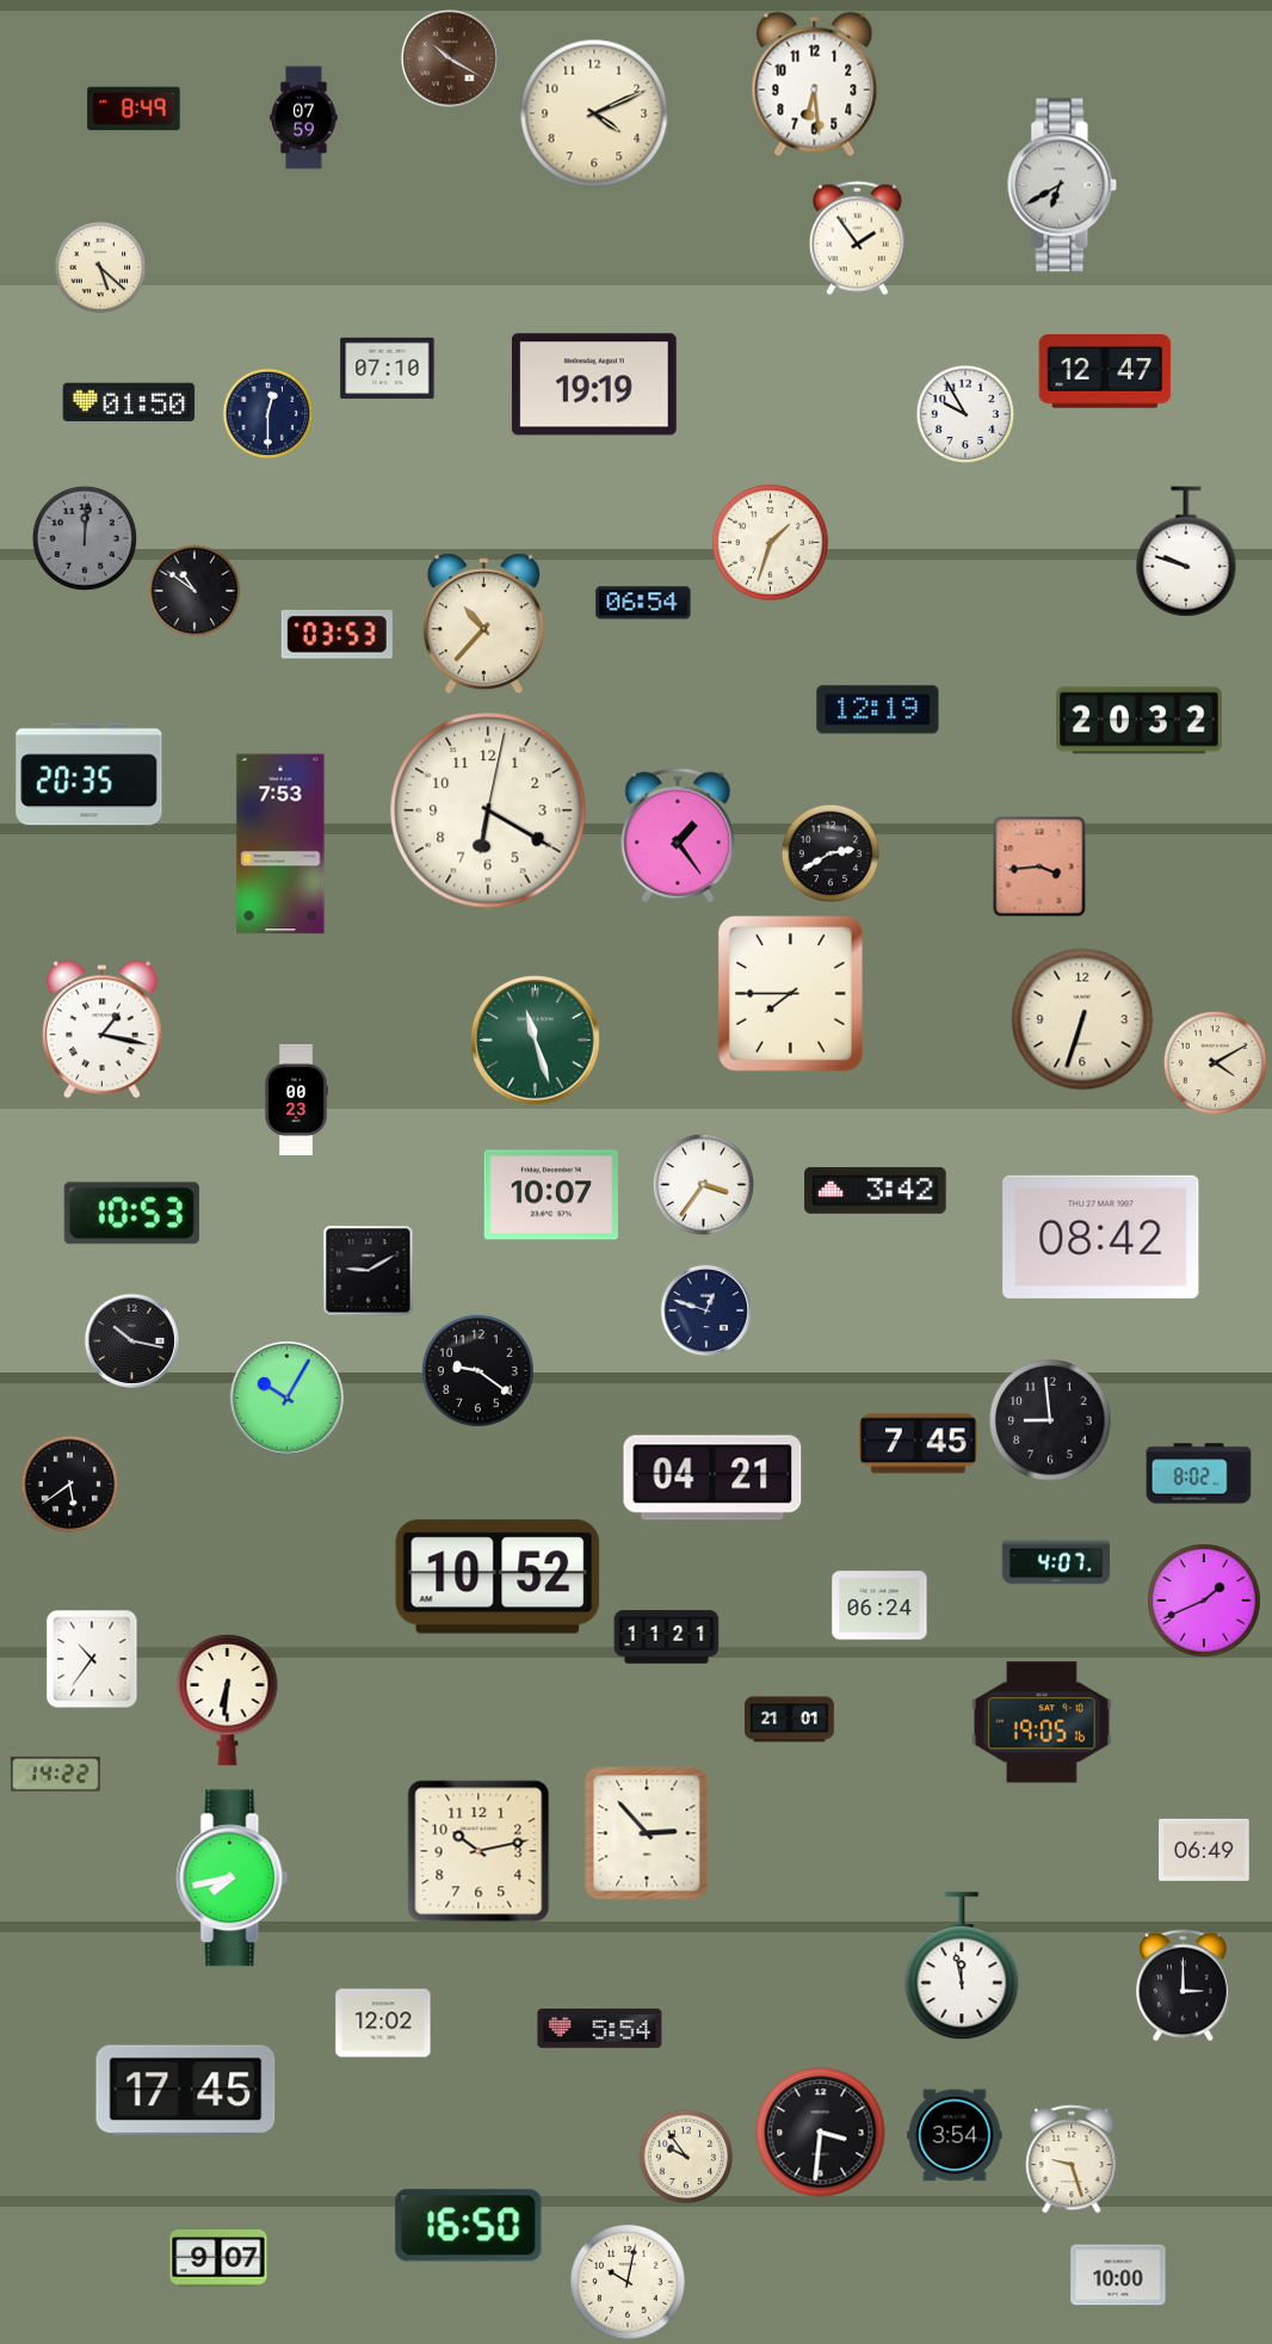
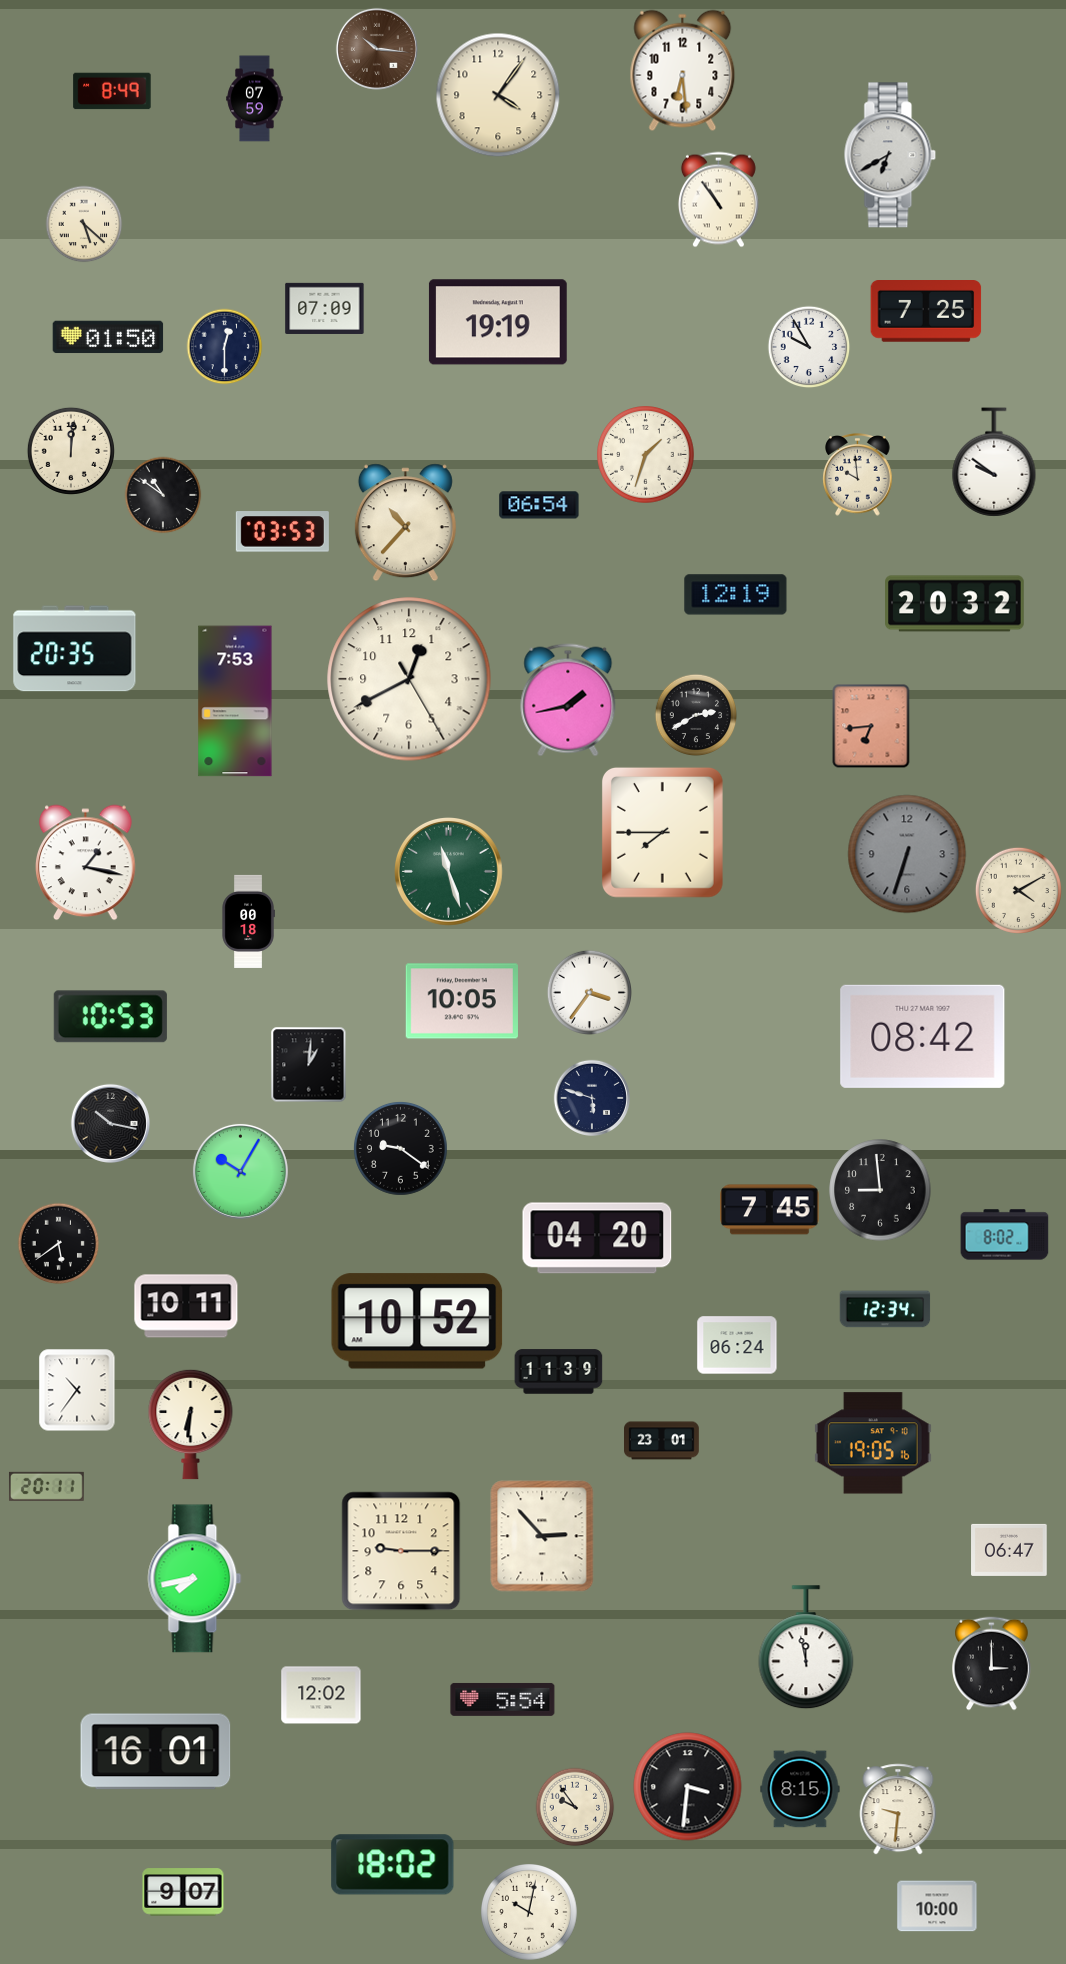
clock at (450, 58): 10:20 -> 10:16
clock at (594, 113): 4:11 -> 4:06
clock at (857, 239): 1:54 -> 10:54
clock at (388, 368): 07:10 -> 07:09
clock at (1105, 372): 12:47 -> 7:25
clock at (85, 538) dial: grey -> cream
clock at (1186, 551): 9:48 -> 9:51
clock at (858, 475): none -> 9:59
clock at (488, 810): 6:20 -> 12:40
clock at (678, 835): 1:24 -> 1:43
clock at (280, 844) position: (280, 844) -> (235, 701)
clock at (1039, 866): 3:44 -> 6:44
clock at (1082, 1019) dial: cream -> grey
clock at (296, 1099): 00:23 -> 00:18
clock at (876, 1190): 3:42 -> none
clock at (551, 1195): 10:07 -> 10:05
clock at (369, 1271): 9:10 -> 1:01
clock at (705, 1309): 12:48 -> 5:48
clock at (712, 1478): 04:21 -> 04:20
clock at (186, 1306): none -> 10:11
clock at (1056, 1562): 4:07 -> 12:34
clock at (1205, 1602): 1:41 -> none
clock at (667, 1637): 11:21 -> 11:39
clock at (790, 1720): 21:01 -> 23:01
clock at (55, 1774): 14:22 -> 20:11
clock at (1204, 1850): 06:49 -> 06:47
clock at (478, 1851): 10:13 -> 9:15
clock at (233, 1879) position: (233, 1879) -> (195, 1579)
clock at (186, 2091): 17:45 -> 16:01
clock at (955, 2135): 3:54 -> 8:15
clock at (1072, 2159): 9:27 -> 9:31
clock at (469, 2226): 16:50 -> 18:02
clock at (628, 2282) position: (628, 2282) -> (529, 1912)
